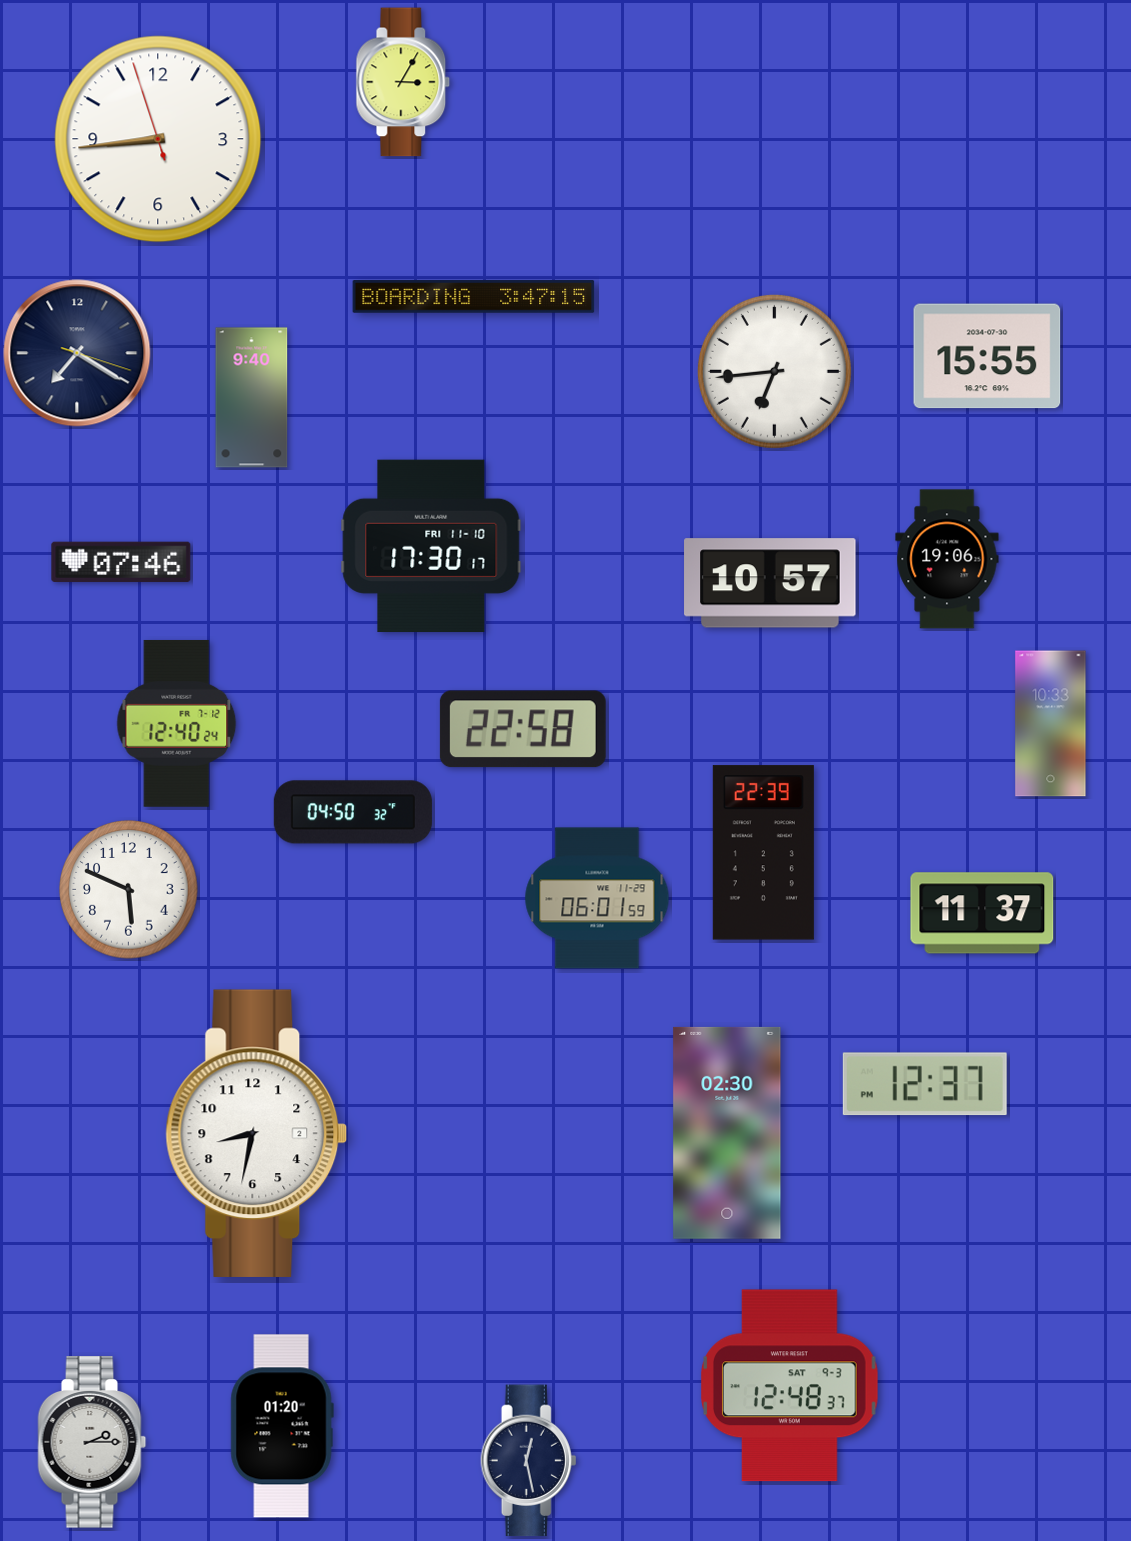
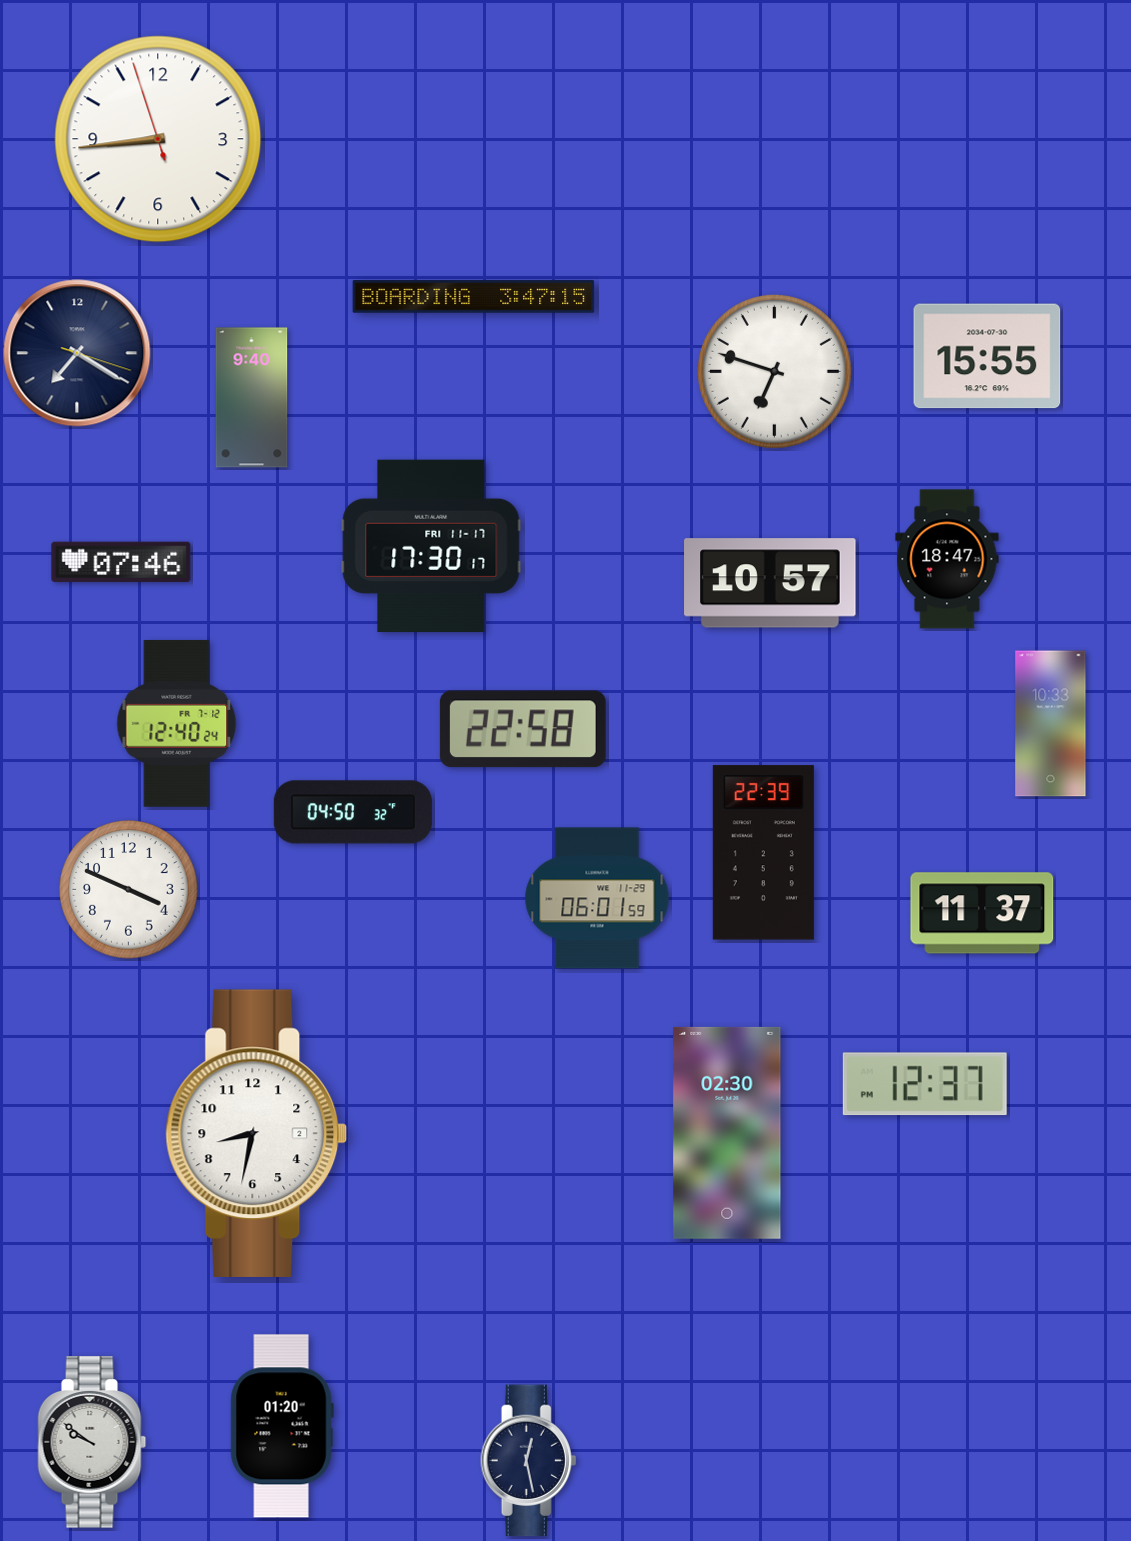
clock at (403, 82): 3:05 -> none
clock at (774, 371): 6:44 -> 6:48
clock at (431, 546) date: FRI 11-10 -> FRI 11-17
clock at (947, 559): 19:06 -> 18:47
clock at (129, 890): 5:49 -> 3:49
clock at (790, 1386): 12:48 -> none
clock at (92, 1442): 2:15 -> 9:51
